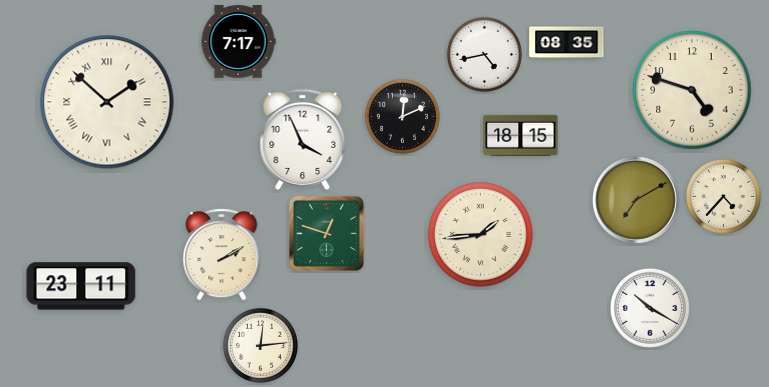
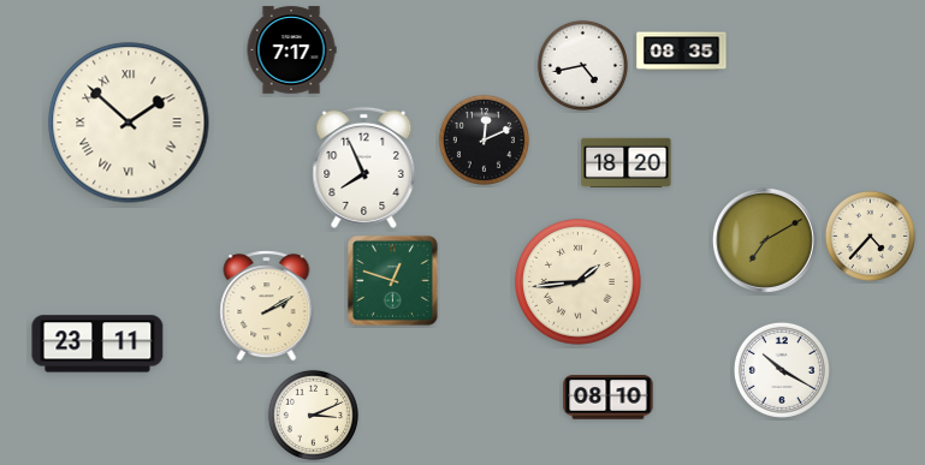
clock at (238, 42) position: (238, 42) -> (291, 50)
clock at (692, 90): 4:48 -> none
clock at (521, 135): 18:15 -> 18:20
clock at (303, 139): 3:56 -> 7:56
clock at (609, 398): none -> 08:10
clock at (260, 345): 12:14 -> 3:11
